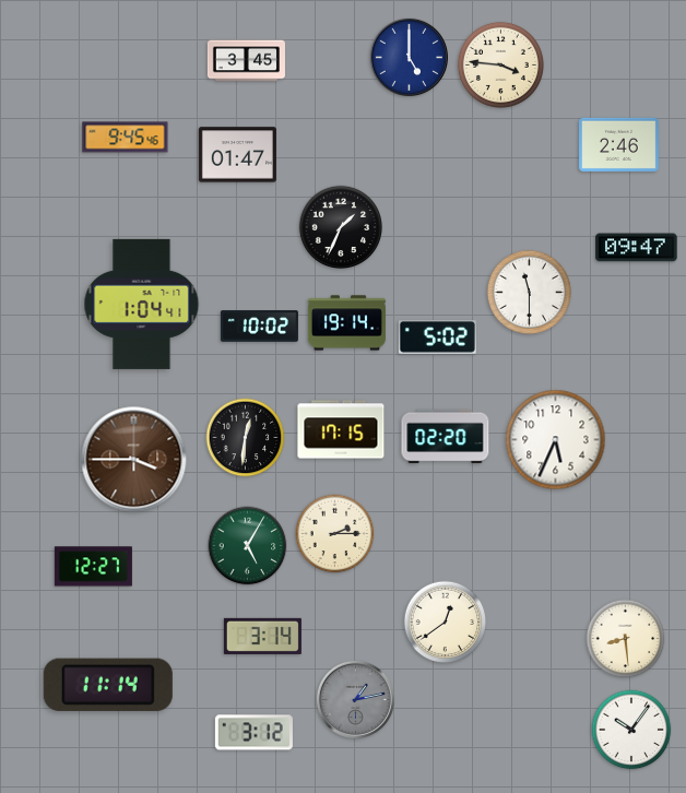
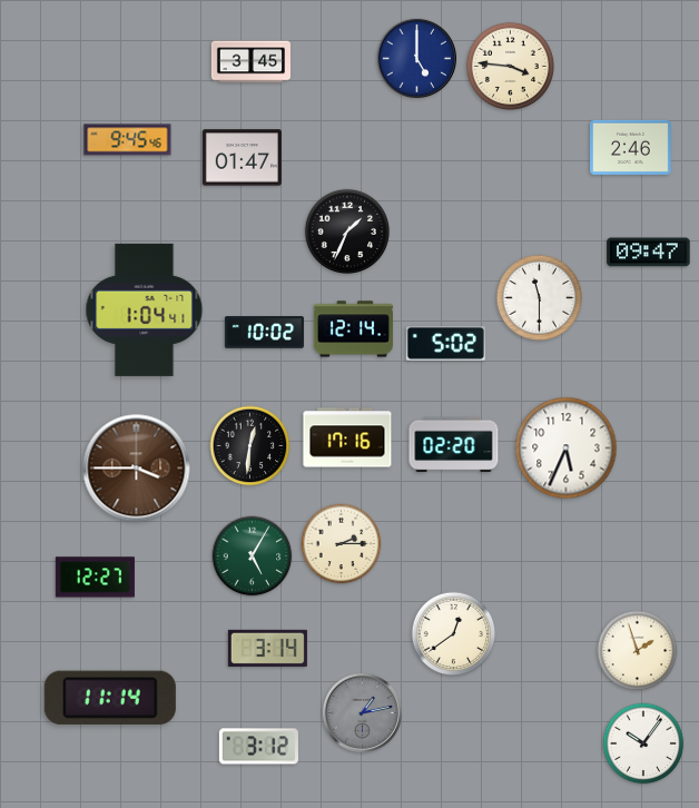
clock at (346, 323): 19:14 -> 12:14
clock at (341, 429): 17:15 -> 17:16
clock at (626, 639): 8:29 -> 1:57
